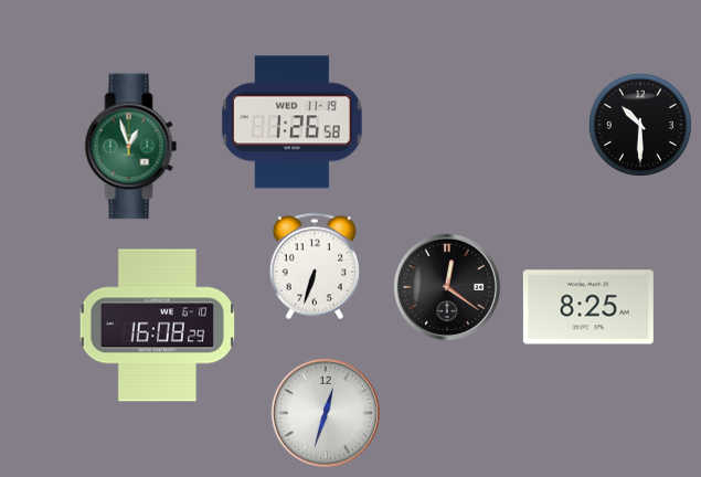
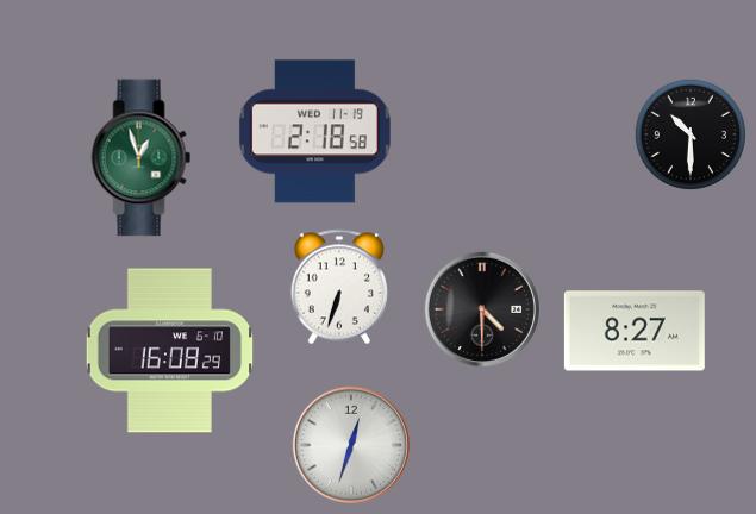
clock at (293, 123): 1:26 -> 2:18
clock at (447, 287): 12:21 -> 4:30
clock at (588, 307): 8:25 -> 8:27
